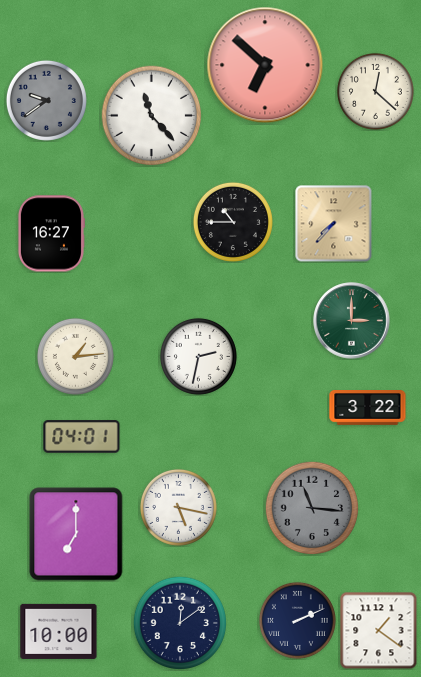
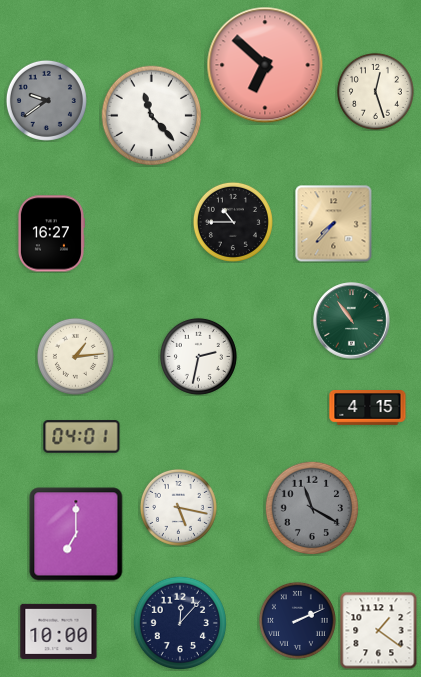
clock at (375, 91): 12:22 -> 12:27
clock at (352, 321): 3:00 -> 10:54
clock at (368, 408): 3:22 -> 4:15
clock at (311, 507): 11:16 -> 11:20
clock at (179, 622): 12:09 -> 12:07
